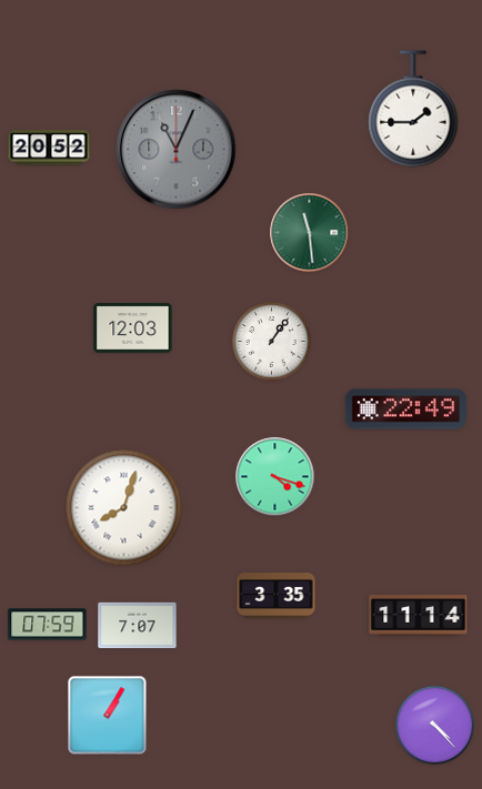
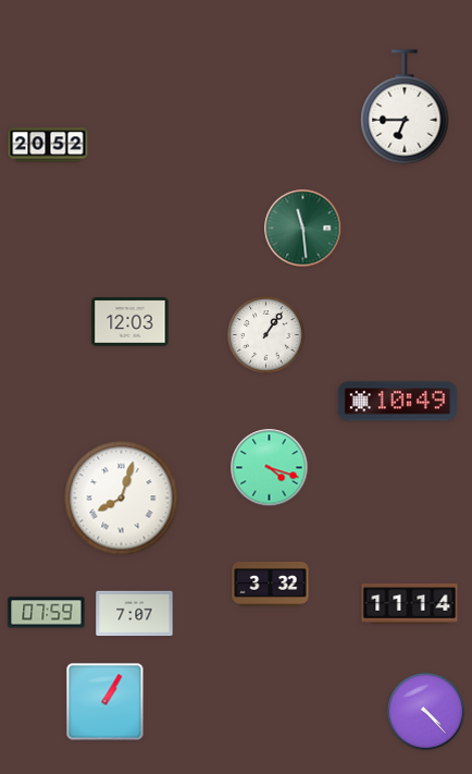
clock at (413, 109): 1:45 -> 6:45
clock at (177, 150): 11:04 -> none
clock at (405, 409): 22:49 -> 10:49
clock at (277, 596): 3:35 -> 3:32
